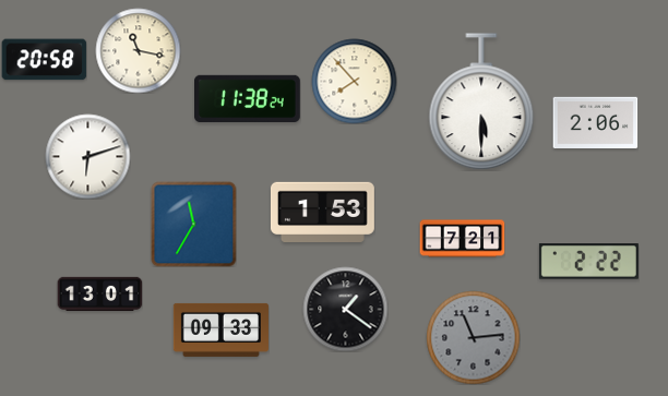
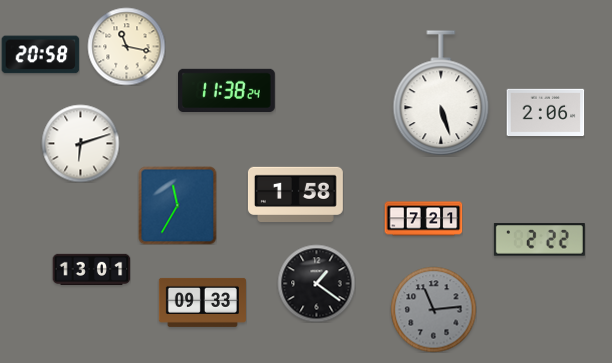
clock at (354, 81): 7:53 -> none
clock at (481, 101): 5:30 -> 5:27
clock at (322, 212): 1:53 -> 1:58
